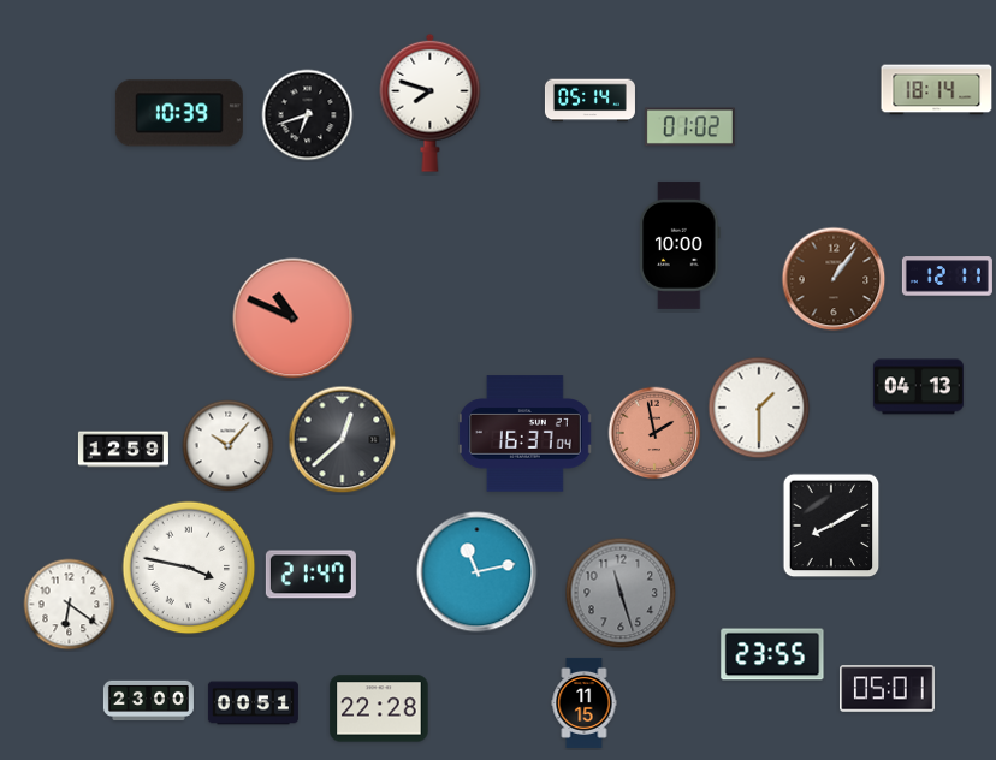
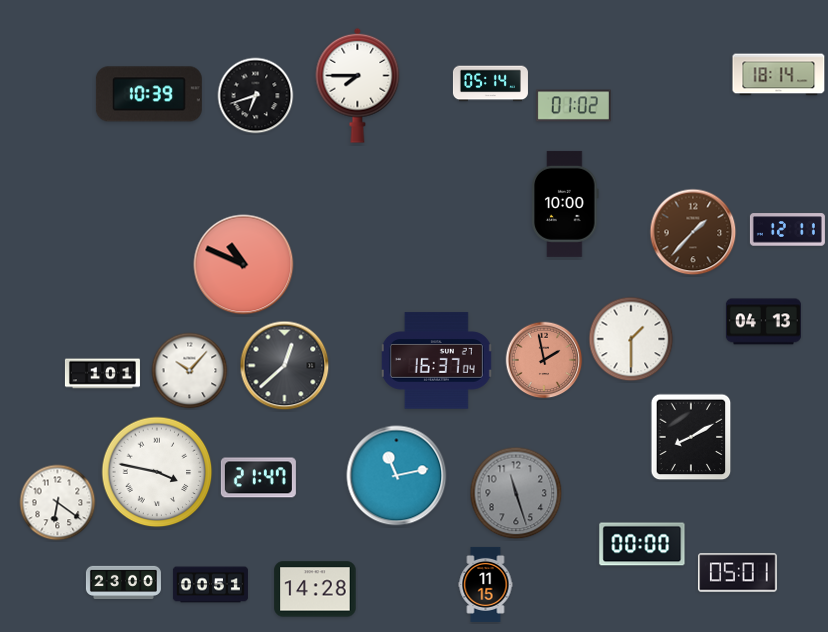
clock at (431, 102): 7:48 -> 7:45
clock at (834, 279): 1:06 -> 1:37
clock at (123, 450): 12:59 -> 1:01
clock at (772, 654): 23:55 -> 00:00
clock at (379, 708): 22:28 -> 14:28
